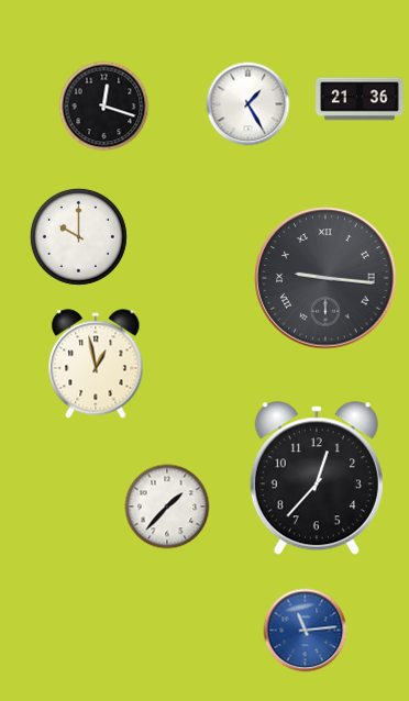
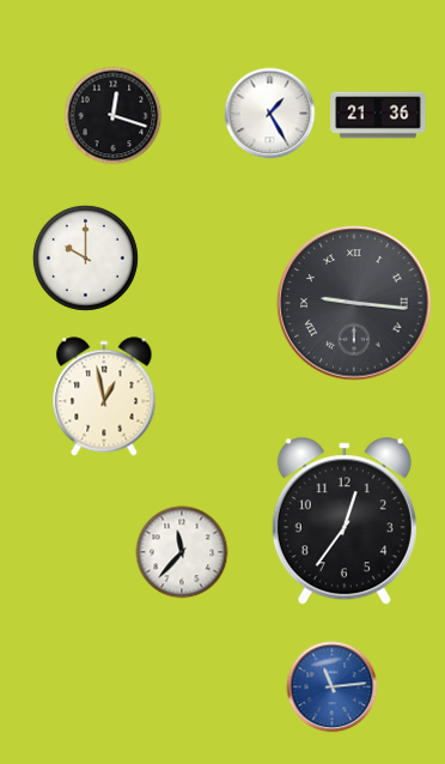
clock at (360, 99) position: (360, 99) -> (378, 115)
clock at (317, 479): 12:37 -> 12:36
clock at (167, 507): 1:37 -> 11:37
